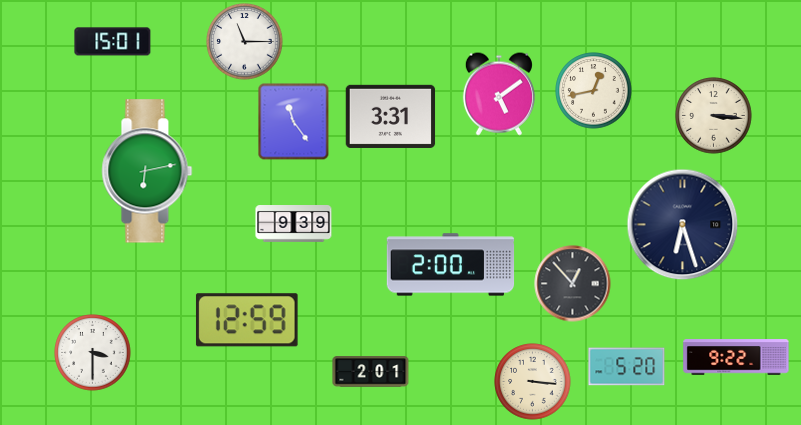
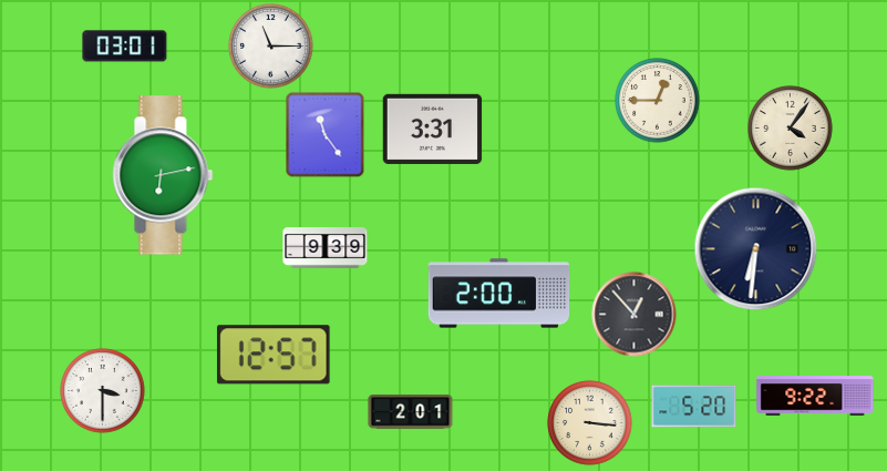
clock at (113, 42): 15:01 -> 03:01
clock at (594, 91): 12:43 -> 12:45
clock at (499, 94): 5:09 -> none
clock at (714, 116): 3:16 -> 4:06
clock at (147, 171) position: (147, 171) -> (163, 175)
clock at (683, 225): 6:27 -> 6:31
clock at (247, 320): 12:59 -> 12:57
